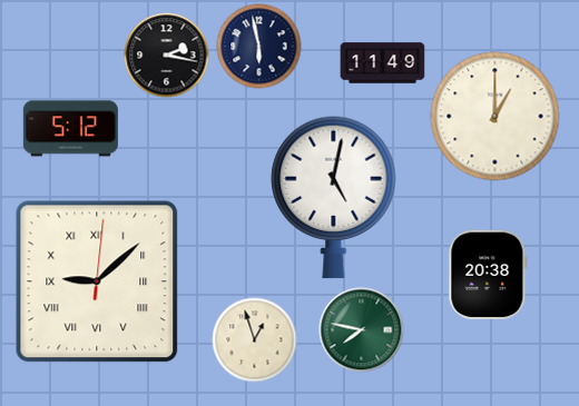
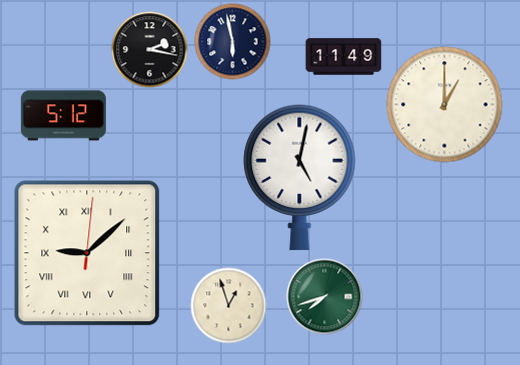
clock at (488, 275): 20:38 -> none
clock at (362, 330): 7:47 -> 7:42
